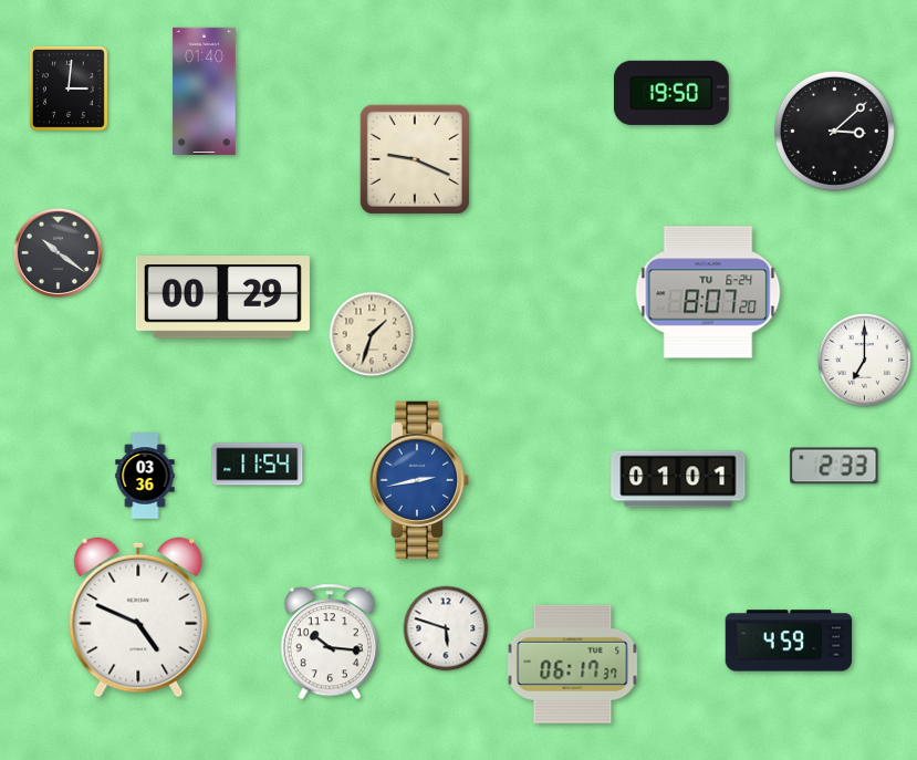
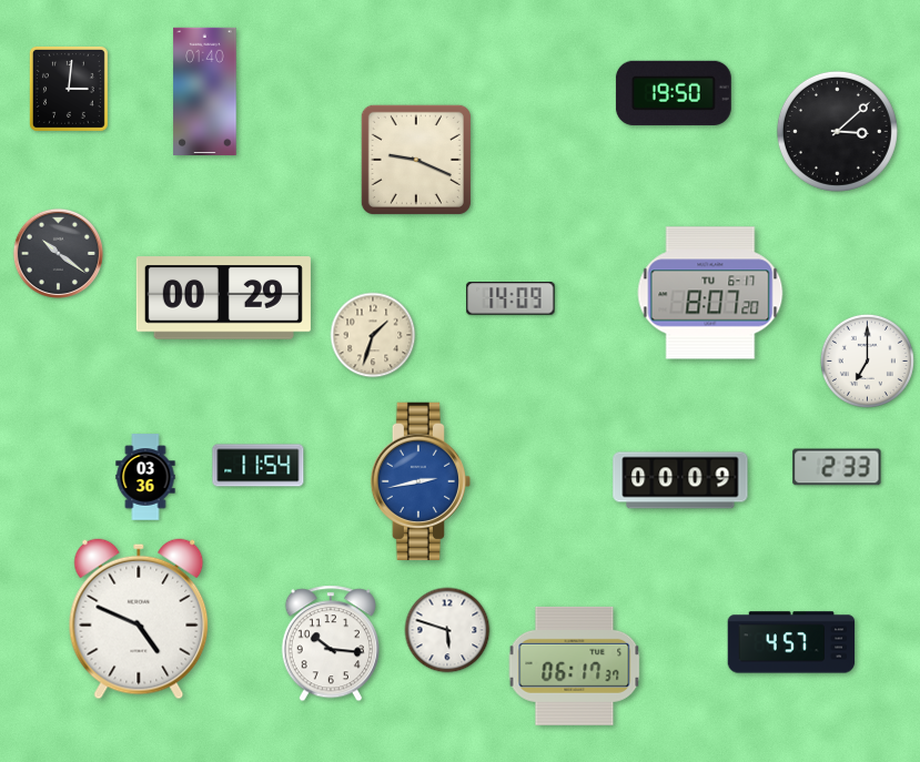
clock at (708, 292) date: TU 6-24 -> TU 6-17
clock at (510, 298): none -> 14:09
clock at (678, 479): 01:01 -> 00:09
clock at (789, 641): 4:59 -> 4:57
